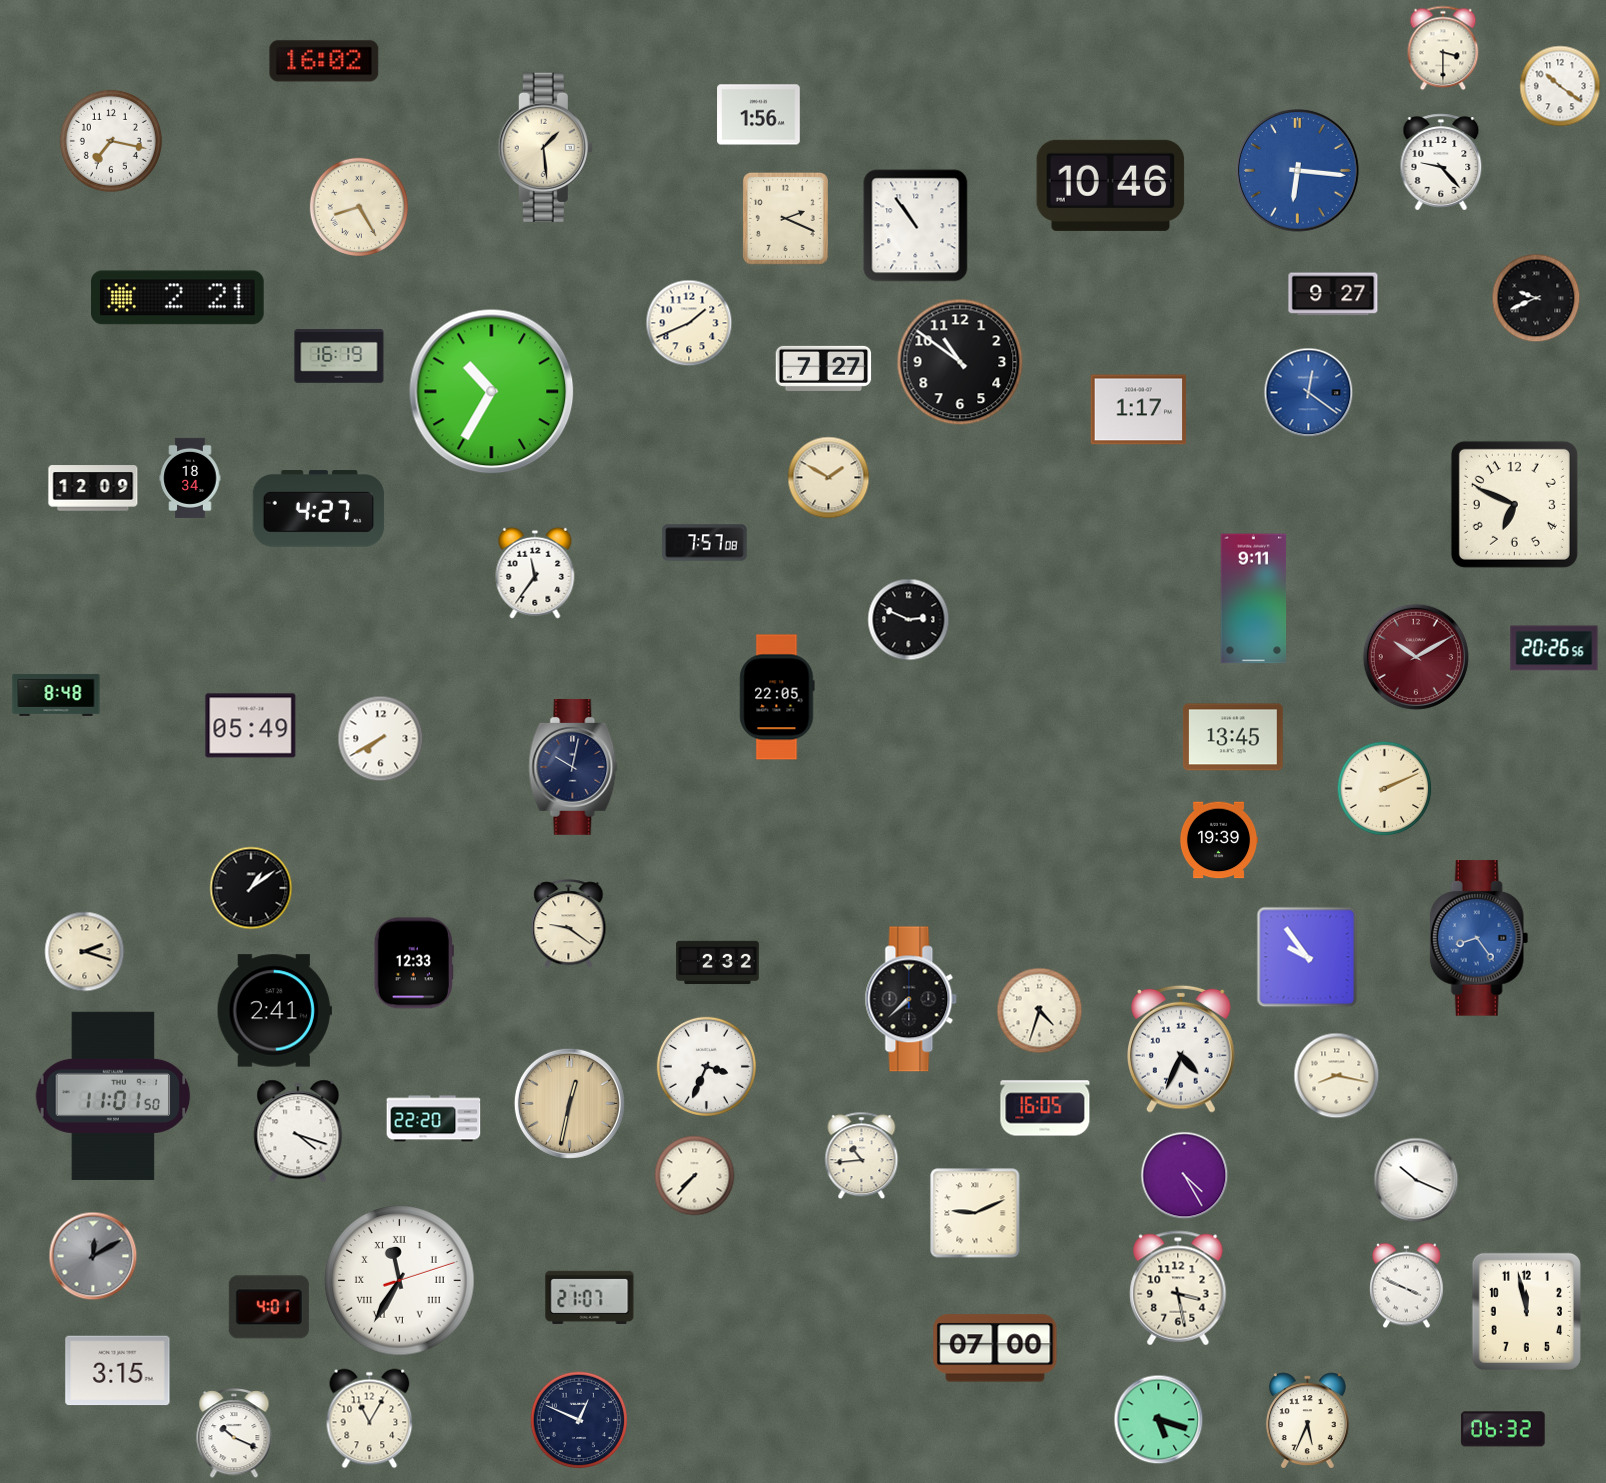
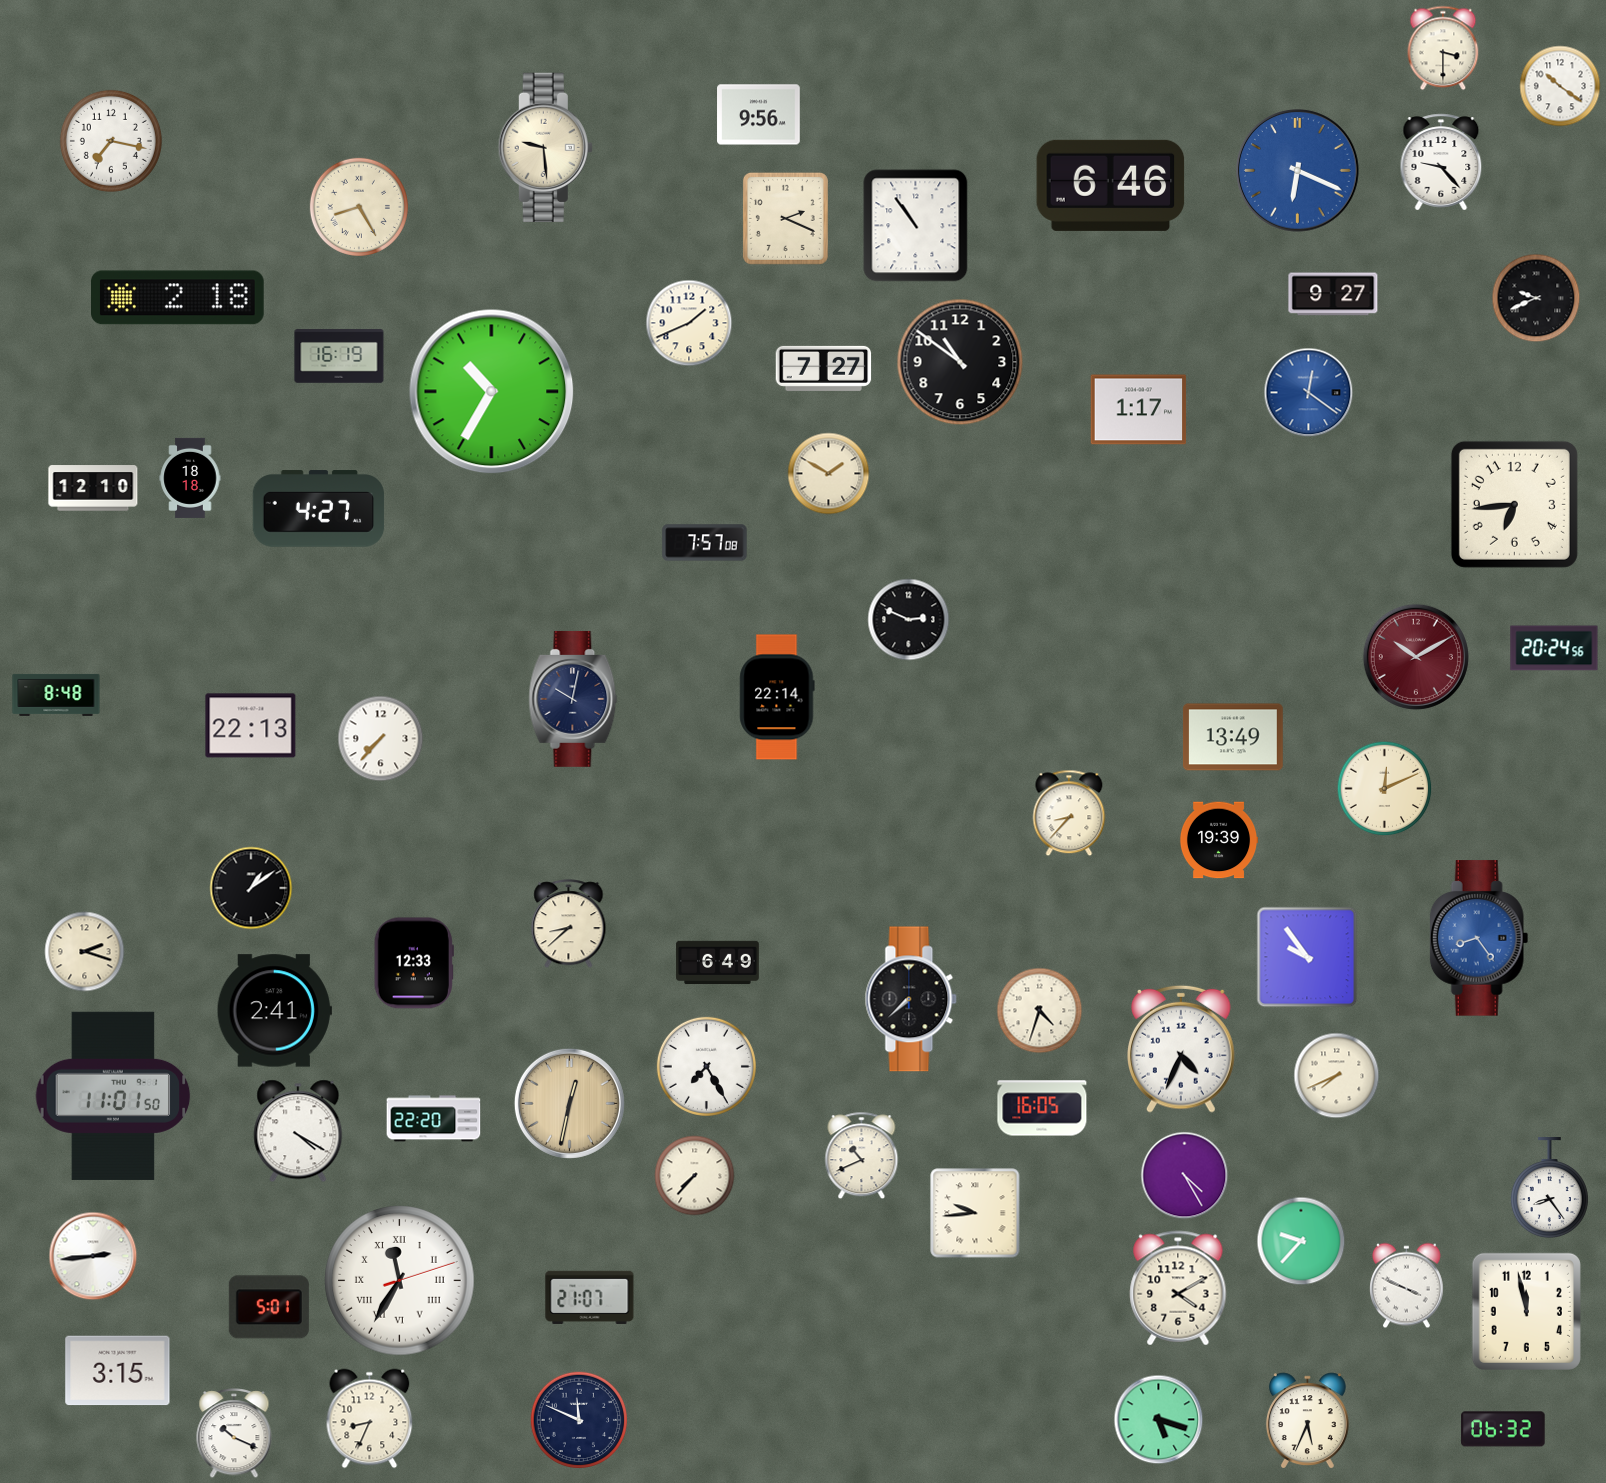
clock at (324, 61): 16:02 -> none
clock at (759, 115): 1:56 -> 9:56
clock at (545, 147): 1:29 -> 9:29
clock at (1298, 171): 6:16 -> 6:19
clock at (1111, 185): 10:46 -> 6:46
clock at (178, 298): 2:21 -> 2:18
clock at (190, 478): 18:34 -> 18:18
clock at (829, 478) position: (829, 478) -> (829, 474)
clock at (93, 488): 12:09 -> 12:10
clock at (1514, 504): 6:49 -> 6:44
clock at (535, 573): 11:36 -> none
clock at (1254, 599): 9:11 -> none
clock at (1554, 648): 20:26 -> 20:24
clock at (777, 697): 22:05 -> 22:14
clock at (251, 726): 05:49 -> 22:13
clock at (1233, 737): 13:45 -> 13:49
clock at (381, 739): 7:40 -> 7:37
clock at (573, 767) position: (573, 767) -> (573, 699)
clock at (1385, 789): 2:11 -> 12:11
clock at (1069, 813): none -> 8:37
clock at (569, 924): 9:21 -> 8:38
clock at (718, 963): 2:32 -> 6:49
clock at (706, 1066): 3:34 -> 7:25
clock at (1337, 1076): 8:17 -> 7:41
clock at (1045, 1108) position: (1045, 1108) -> (1042, 1108)
clock at (298, 1131): 4:18 -> 4:20
clock at (862, 1156): 10:44 -> 10:41
clock at (1416, 1180): 10:19 -> none
clock at (1549, 1188): none -> 8:24
clock at (975, 1213): 9:11 -> 9:44
clock at (1301, 1241): none -> 9:37
clock at (93, 1256): 12:10 -> 2:44
clock at (93, 1256) dial: grey -> white
clock at (1178, 1288): 3:28 -> 4:10
clock at (269, 1307): 4:01 -> 5:01
clock at (995, 1348): 07:00 -> none
clock at (370, 1419): 11:05 -> 8:34
clock at (578, 1419): 12:49 -> 11:49
